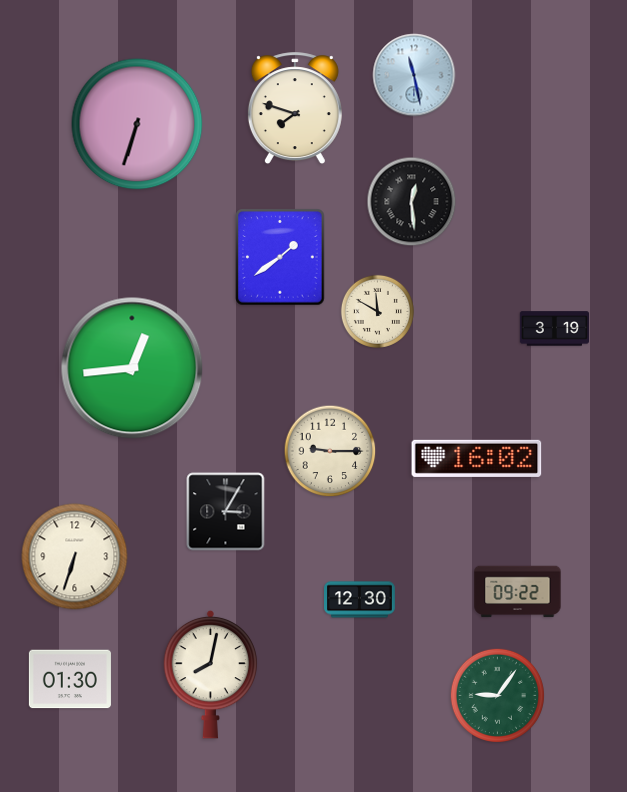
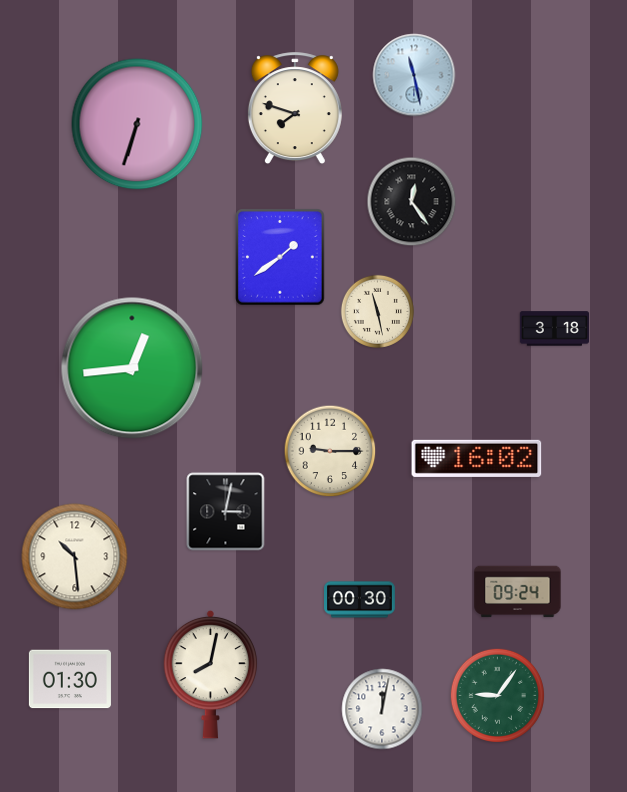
clock at (412, 202): 12:29 -> 12:24
clock at (377, 311): 11:50 -> 11:28
clock at (554, 329): 3:19 -> 3:18
clock at (226, 512): 3:05 -> 3:02
clock at (75, 557): 6:33 -> 10:29
clock at (518, 592): 09:22 -> 09:24
clock at (360, 600): 12:30 -> 00:30
clock at (382, 709): none -> 12:02
